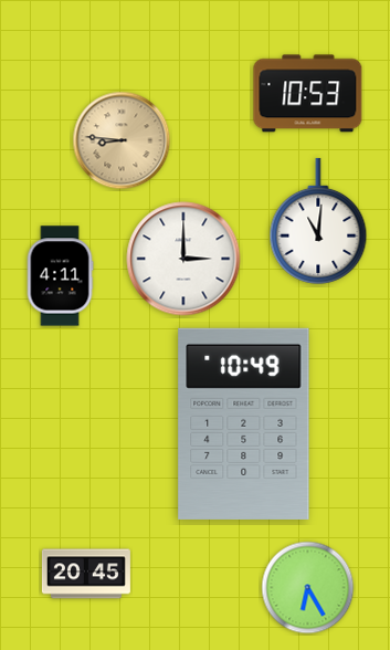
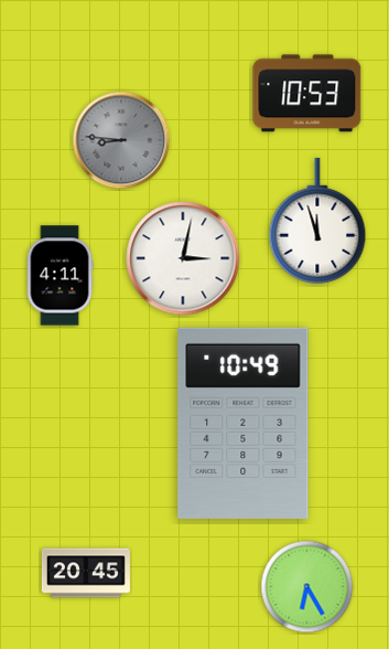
clock at (122, 140) dial: champagne -> grey
clock at (318, 221): 11:01 -> 11:57
clock at (183, 259): 3:00 -> 3:02
